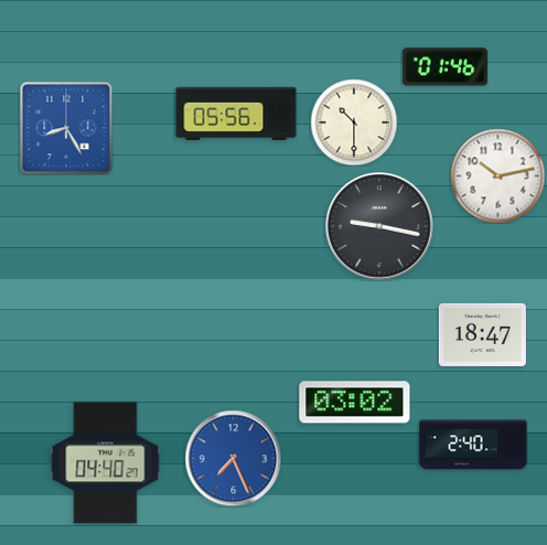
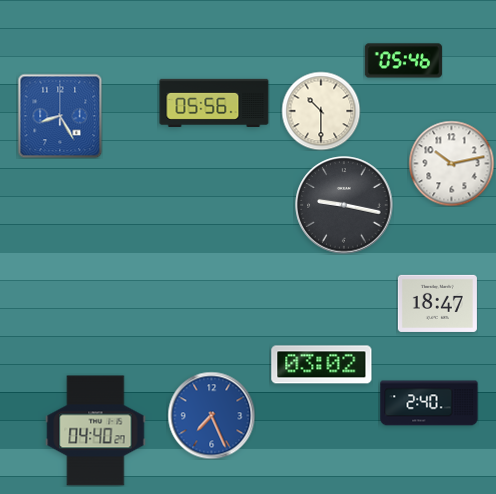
clock at (444, 67): 01:46 -> 05:46
clock at (497, 175) position: (497, 175) -> (451, 163)
clock at (106, 463) position: (106, 463) -> (96, 431)
